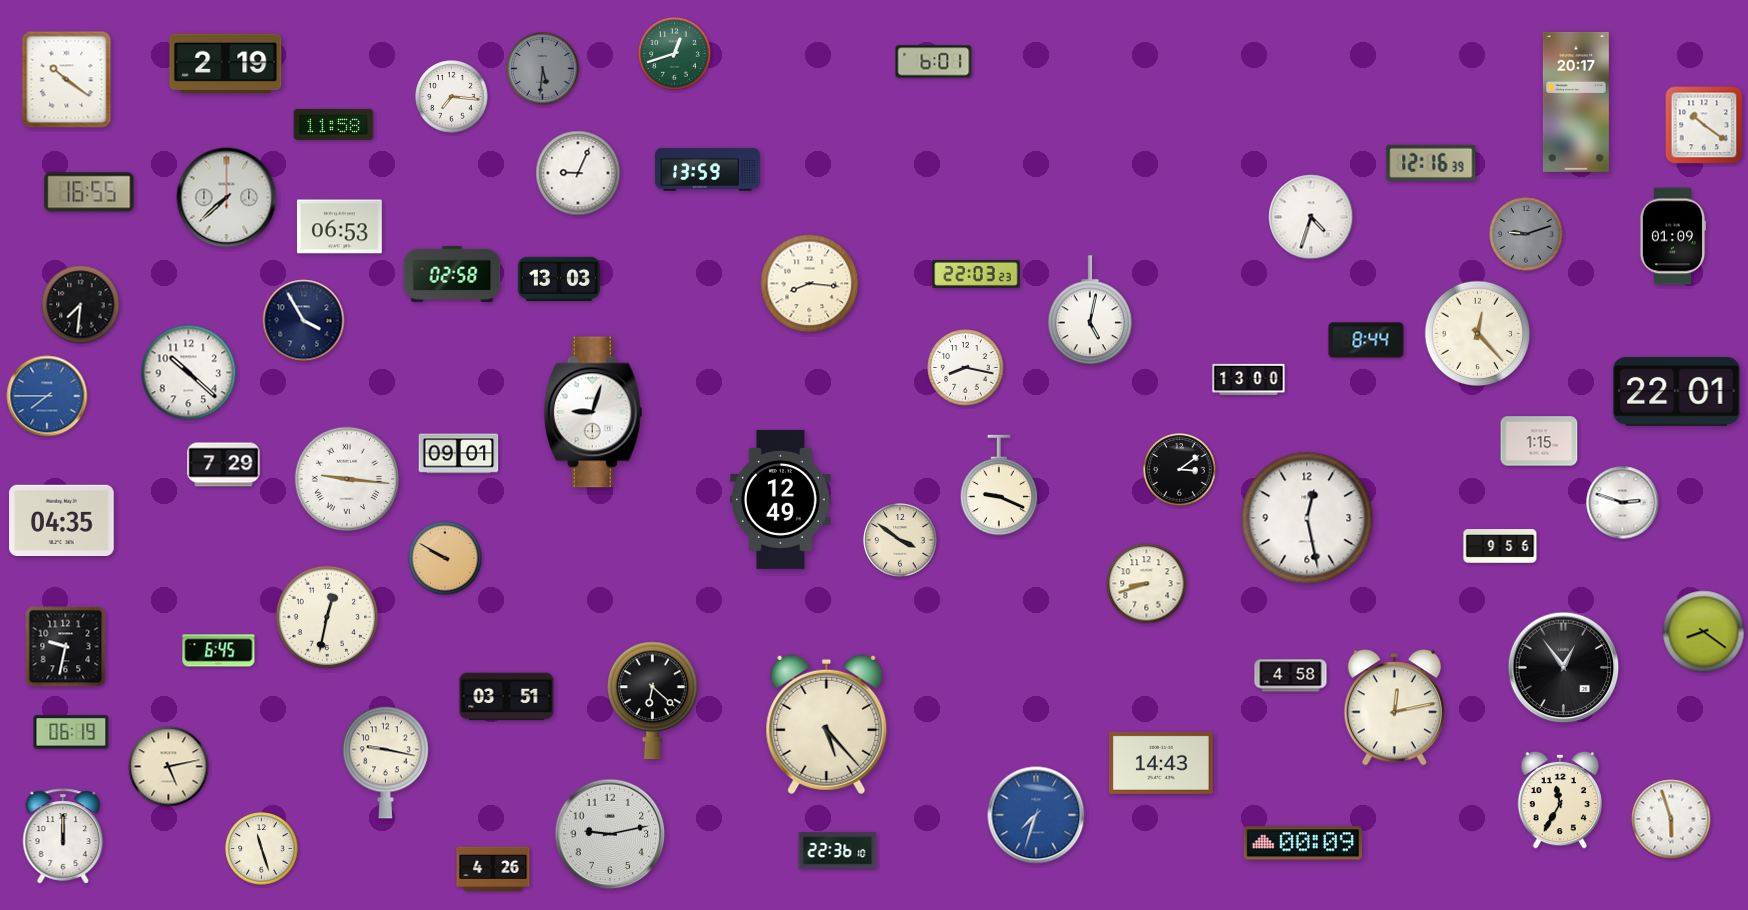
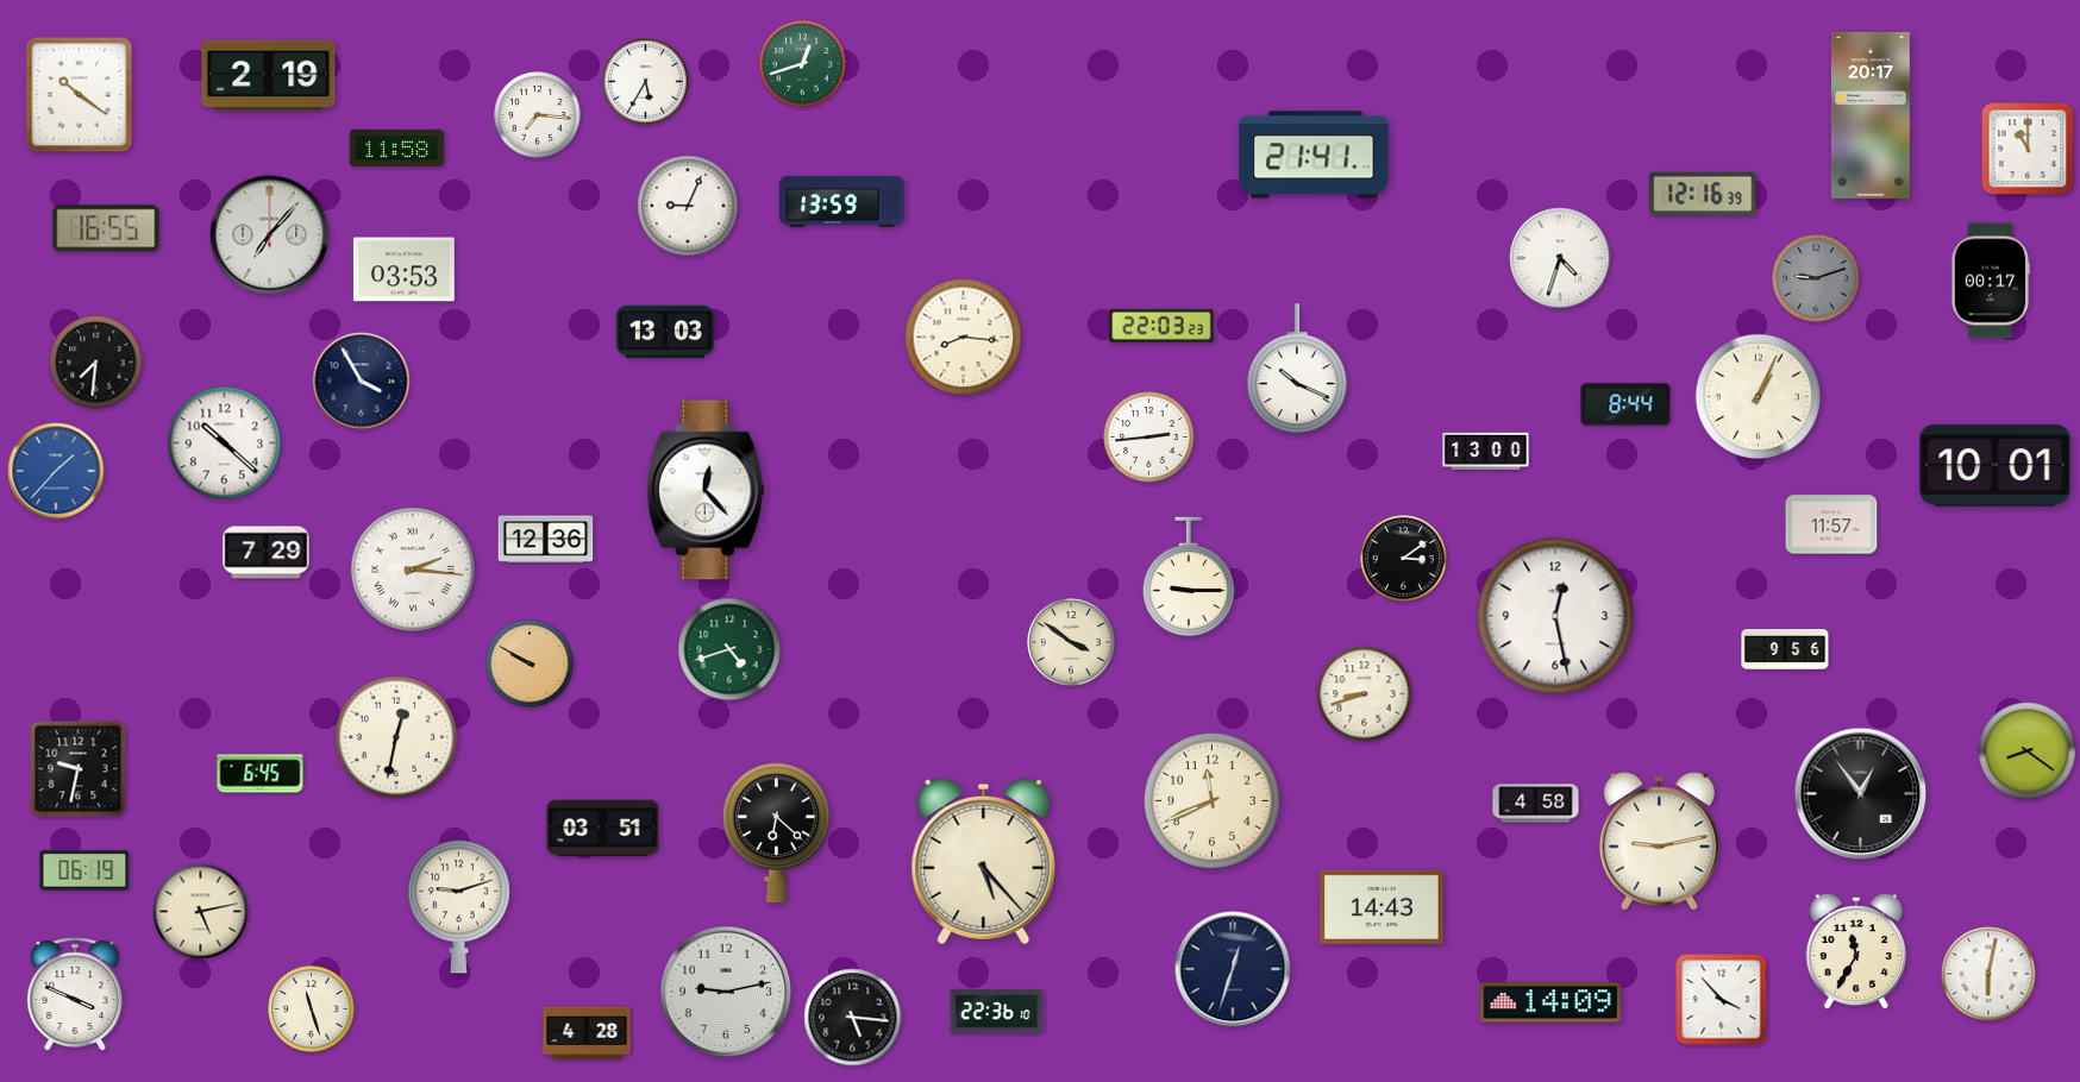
clock at (934, 62): 6:01 -> none
clock at (543, 69): 5:31 -> 5:35
clock at (543, 69) dial: grey -> white
clock at (1576, 102) position: (1576, 102) -> (1871, 115)
clock at (1704, 125): 10:21 -> 11:00
clock at (1314, 155): none -> 21:41
clock at (227, 198): 7:38 -> 7:07
clock at (339, 227): 06:53 -> 03:53
clock at (1672, 236): 01:09 -> 00:17
clock at (452, 274): 02:58 -> none
clock at (1090, 311): 5:02 -> 10:19
clock at (1477, 333): 12:23 -> 1:04
clock at (966, 368): 8:17 -> 2:44
clock at (1677, 392): 22:01 -> 10:01
clock at (47, 396): 7:45 -> 1:37
clock at (593, 412): 9:03 -> 12:23
clock at (1539, 441): 1:15 -> 11:57
clock at (459, 454): 09:01 -> 12:36
clock at (347, 479): 9:16 -> 2:16
clock at (999, 485): 9:19 -> 9:15
clock at (781, 499): 12:49 -> none
clock at (1623, 503): 2:48 -> none
clock at (62, 520): 04:35 -> none
clock at (729, 649): none -> 4:42
clock at (327, 617) position: (327, 617) -> (396, 737)
clock at (1211, 800): none -> 11:41
clock at (1394, 708): 12:13 -> 9:13
clock at (385, 762): 9:17 -> 9:12
clock at (1036, 815): 7:33 -> 12:33
clock at (1036, 815) dial: blue -> navy
clock at (1671, 819): 5:57 -> 6:02
clock at (63, 836): 12:00 -> 3:49
clock at (1722, 1000): none -> 3:53
clock at (1302, 843): 00:09 -> 14:09
clock at (853, 1018): none -> 5:16
clock at (493, 869): 4:26 -> 4:28
